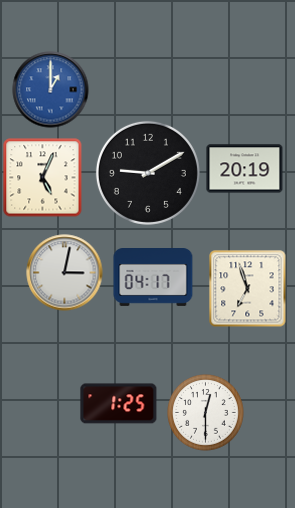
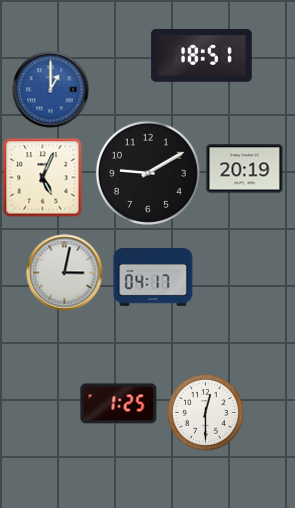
clock at (202, 55): none -> 18:51
clock at (248, 289): 6:57 -> none
